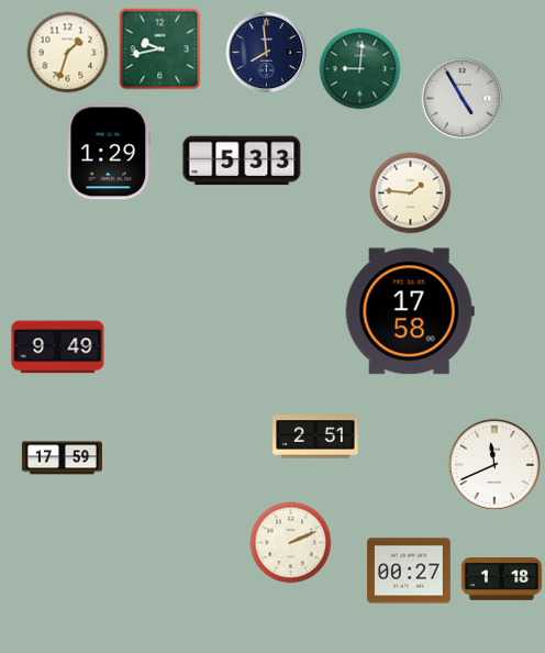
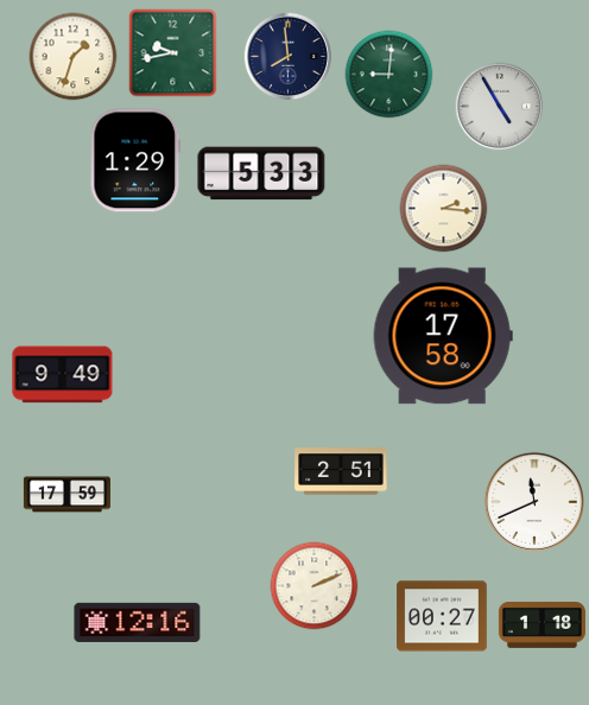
clock at (109, 152) position: (109, 152) -> (135, 160)
clock at (411, 193): 1:46 -> 2:16
clock at (138, 622): none -> 12:16
